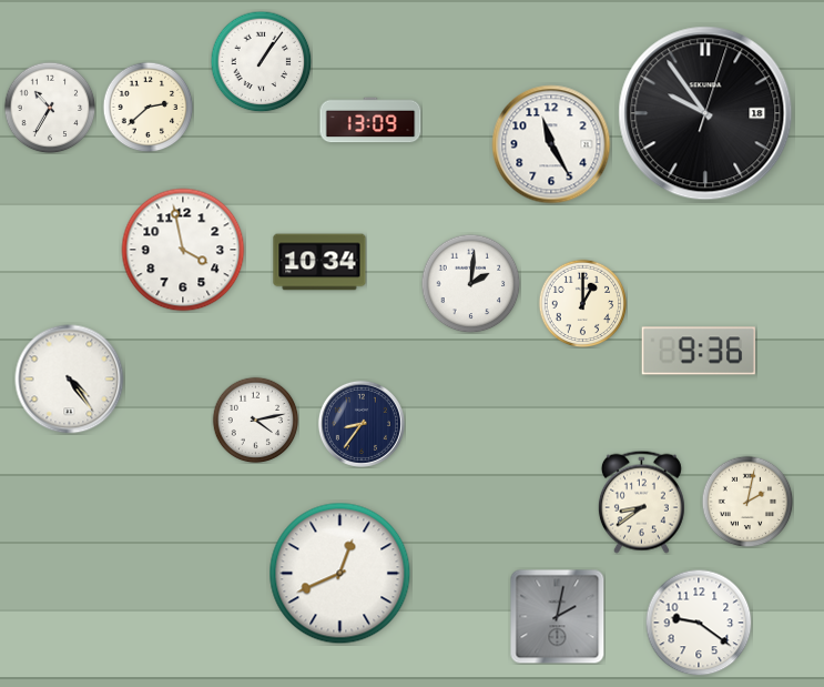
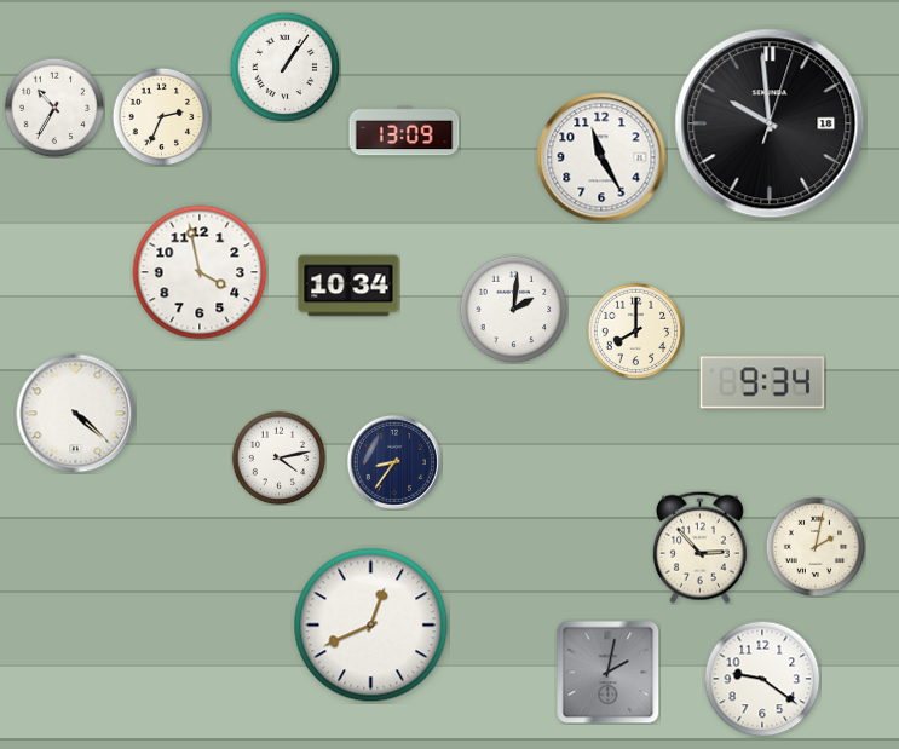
clock at (147, 107): 2:38 -> 2:34
clock at (50, 108) position: (50, 108) -> (54, 108)
clock at (705, 113): 9:54 -> 9:59
clock at (582, 303): 1:00 -> 8:00
clock at (698, 351): 9:36 -> 9:34
clock at (70, 380): 4:24 -> 4:22
clock at (641, 502): 8:39 -> 2:53
